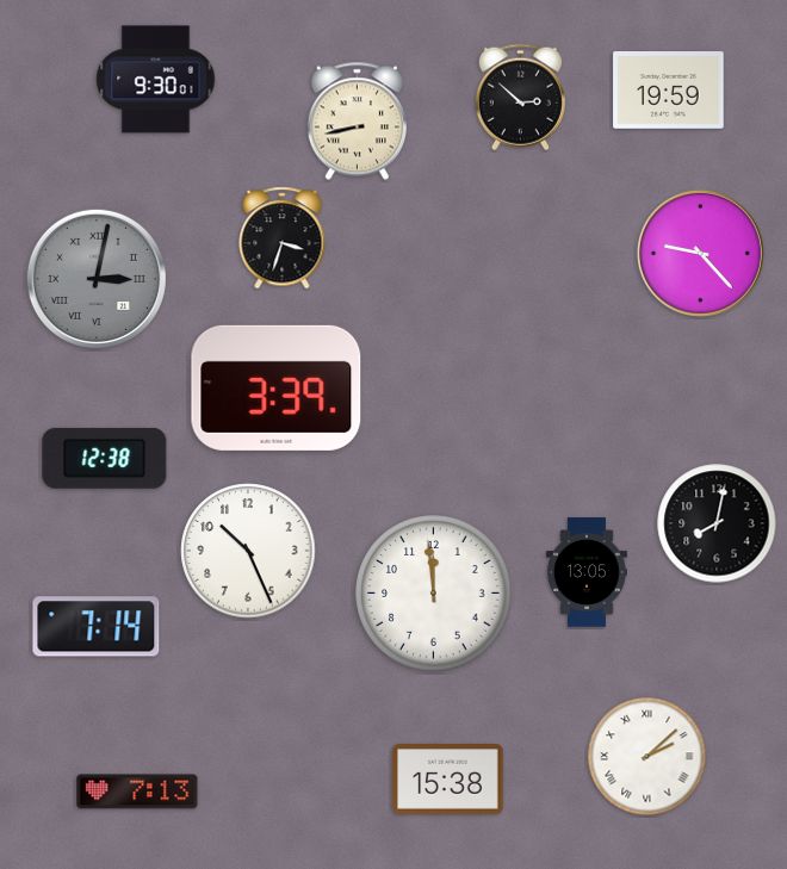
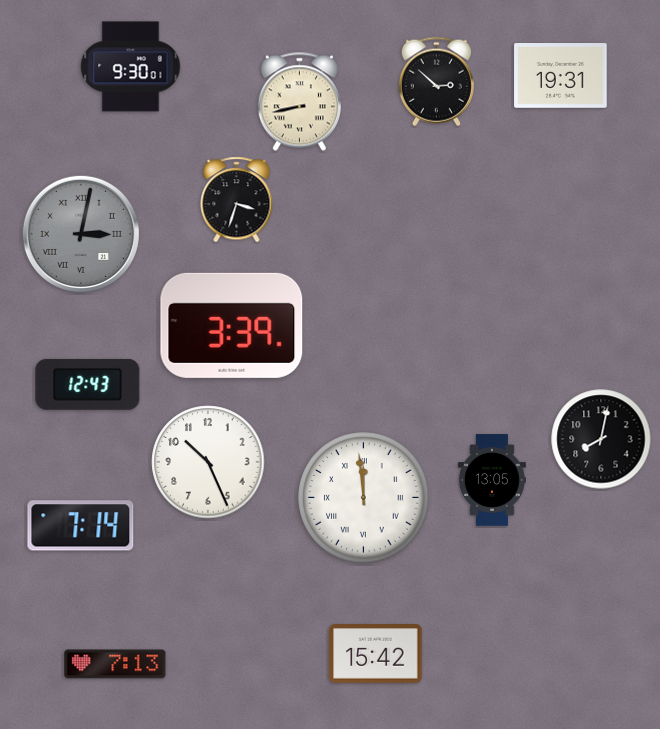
clock at (669, 91): 19:59 -> 19:31
clock at (700, 253): 9:23 -> none
clock at (105, 458): 12:38 -> 12:43
clock at (434, 594) numerals: Arabic -> Roman
clock at (647, 757): 2:08 -> none
clock at (448, 780): 15:38 -> 15:42
